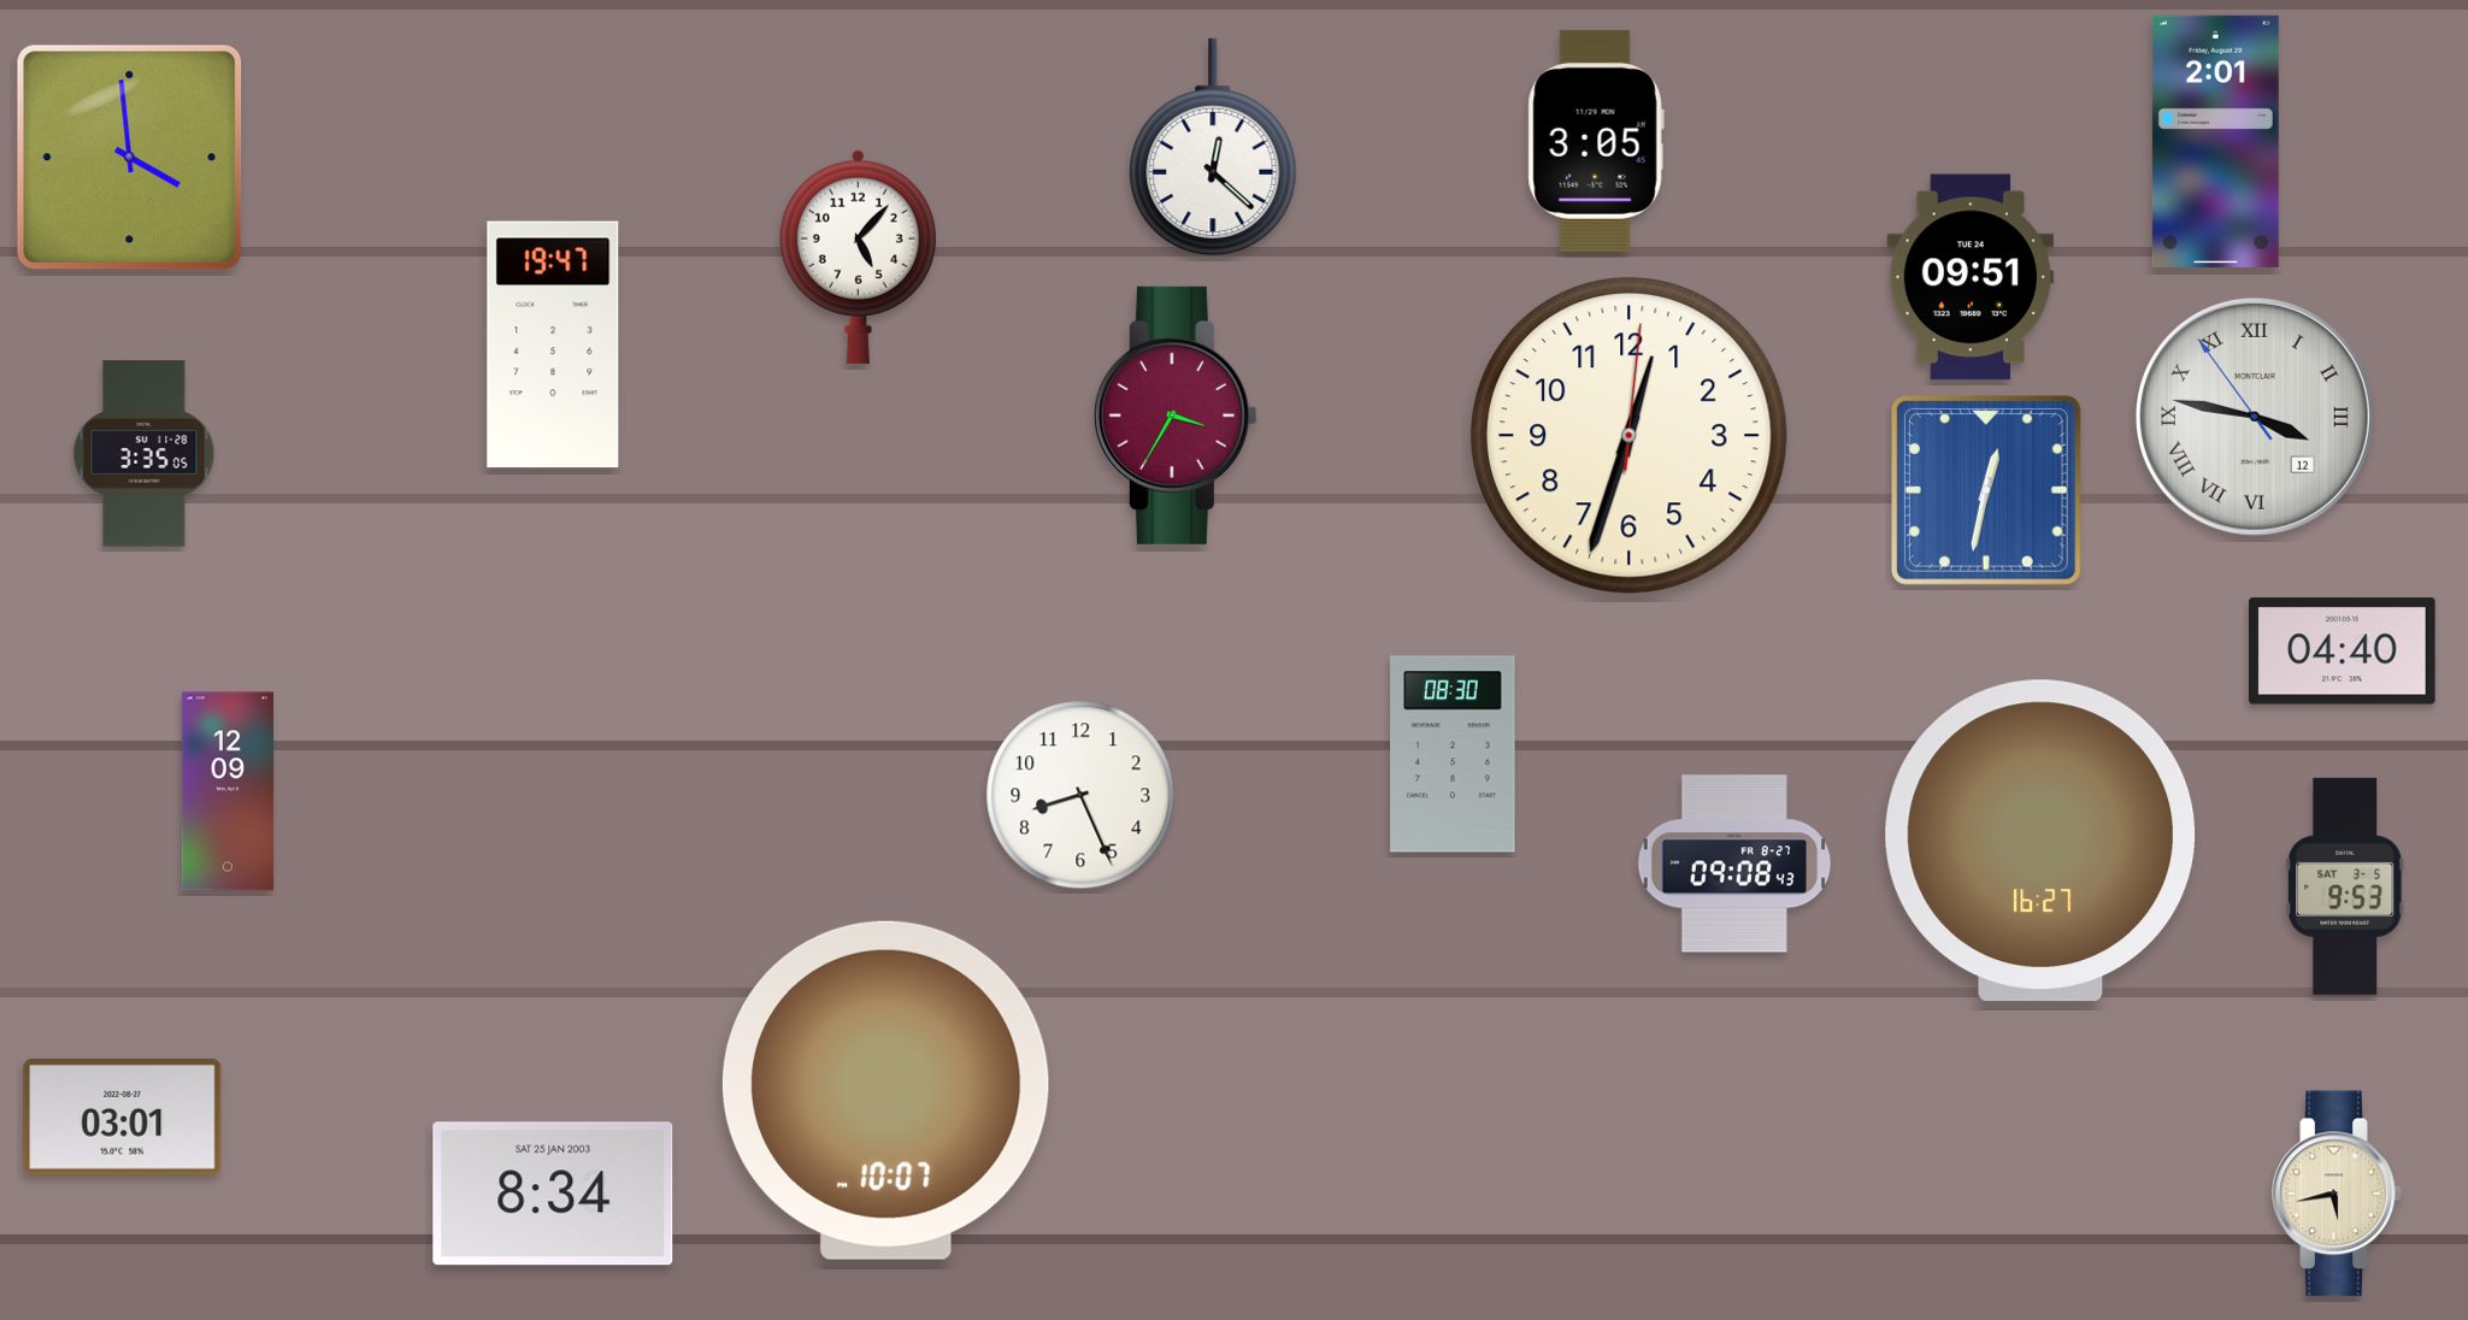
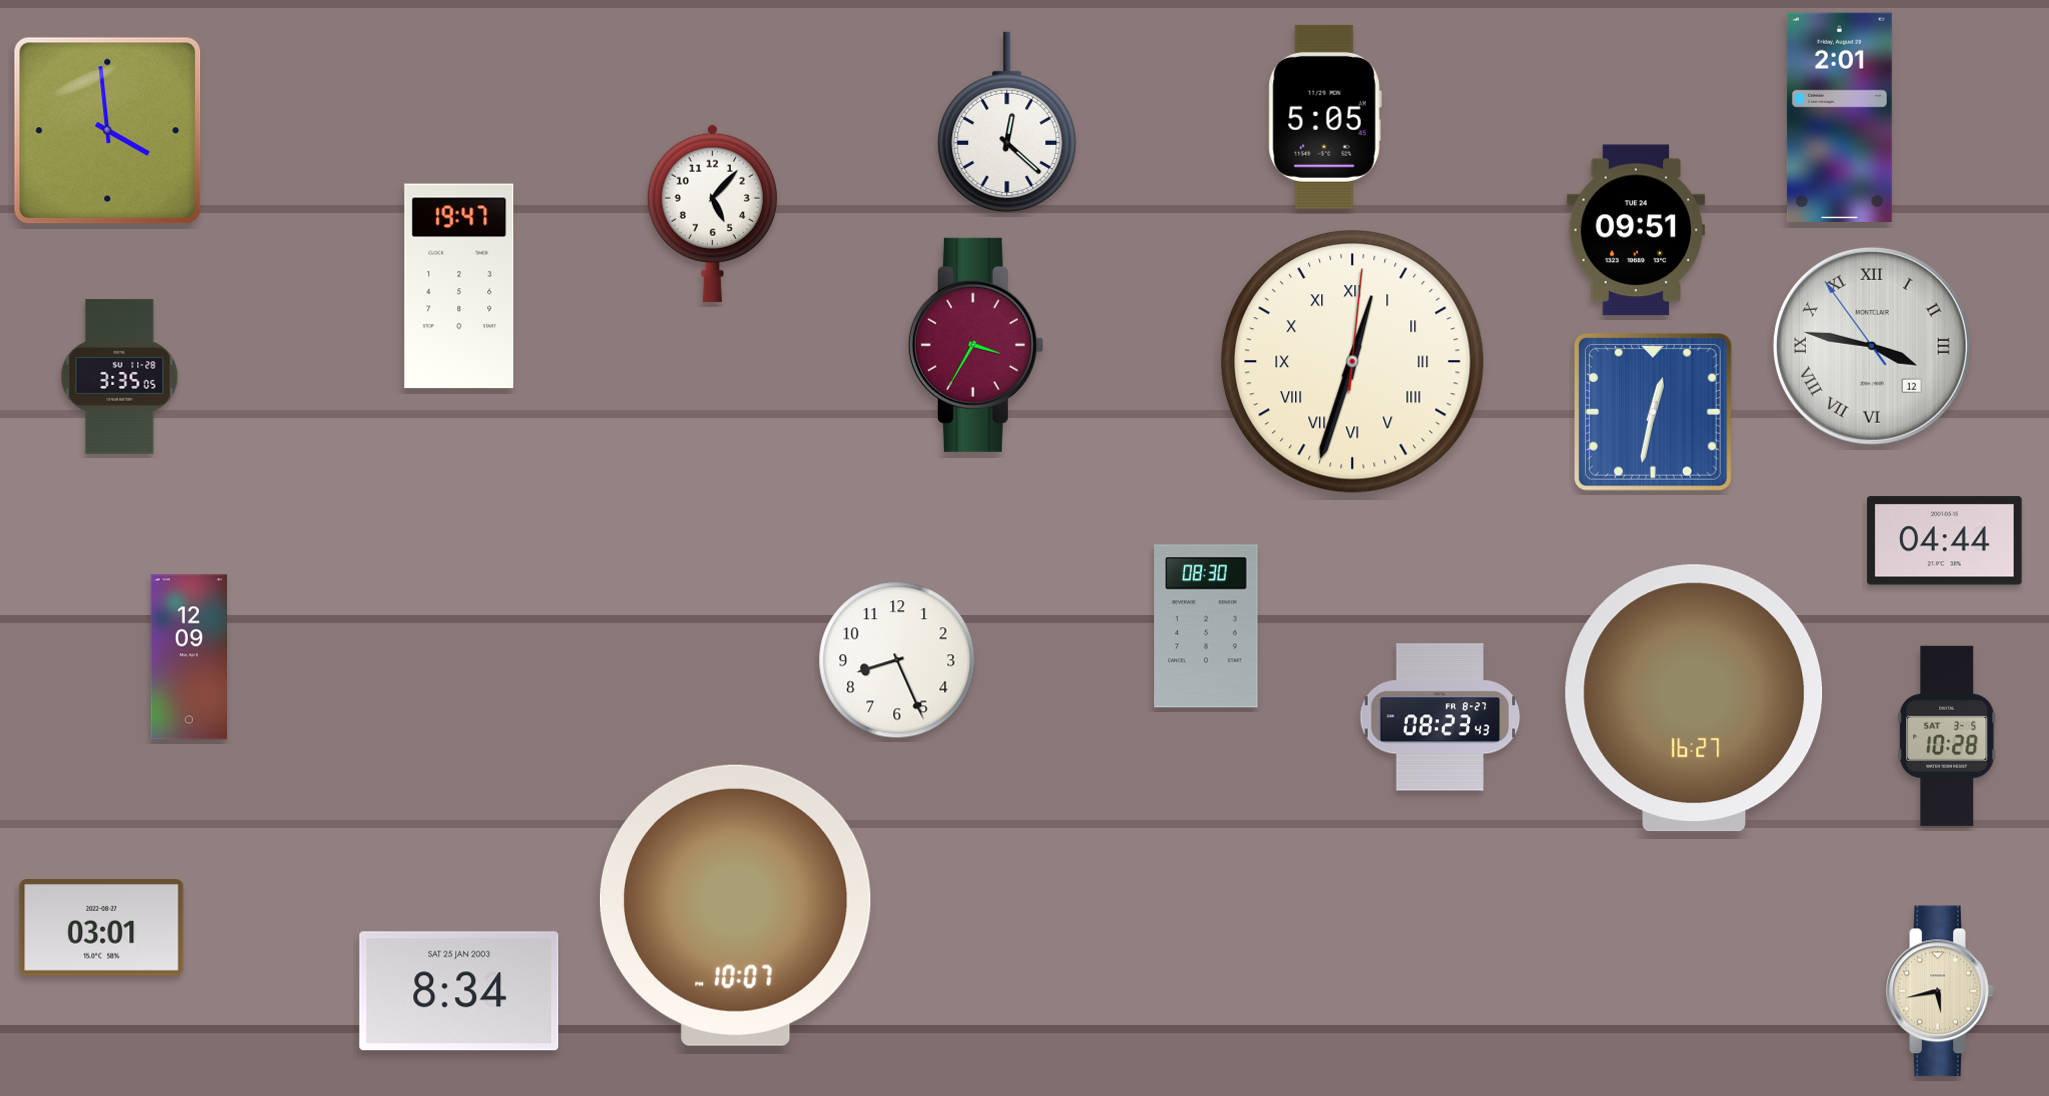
clock at (1596, 141): 3:05 -> 5:05
clock at (1630, 436) numerals: Arabic -> Roman
clock at (1986, 490) position: (1986, 490) -> (1653, 412)
clock at (2343, 652): 04:40 -> 04:44
clock at (1734, 864): 09:08 -> 08:23
clock at (2345, 886): 9:53 -> 10:28
